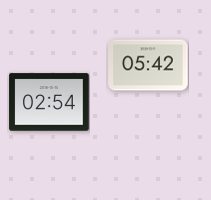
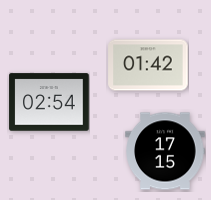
clock at (148, 65): 05:42 -> 01:42
clock at (165, 151): none -> 17:15
